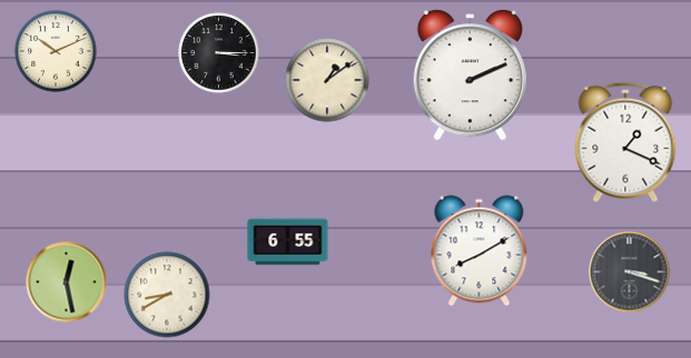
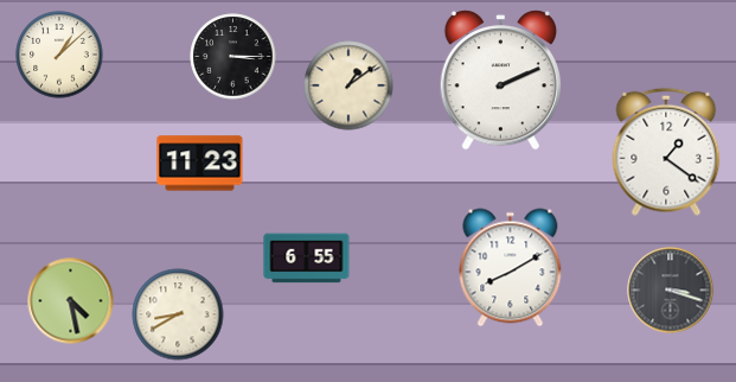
clock at (56, 51): 10:11 -> 1:08
clock at (625, 142): 1:19 -> 1:21
clock at (200, 164): none -> 11:23
clock at (67, 282): 12:28 -> 4:28
